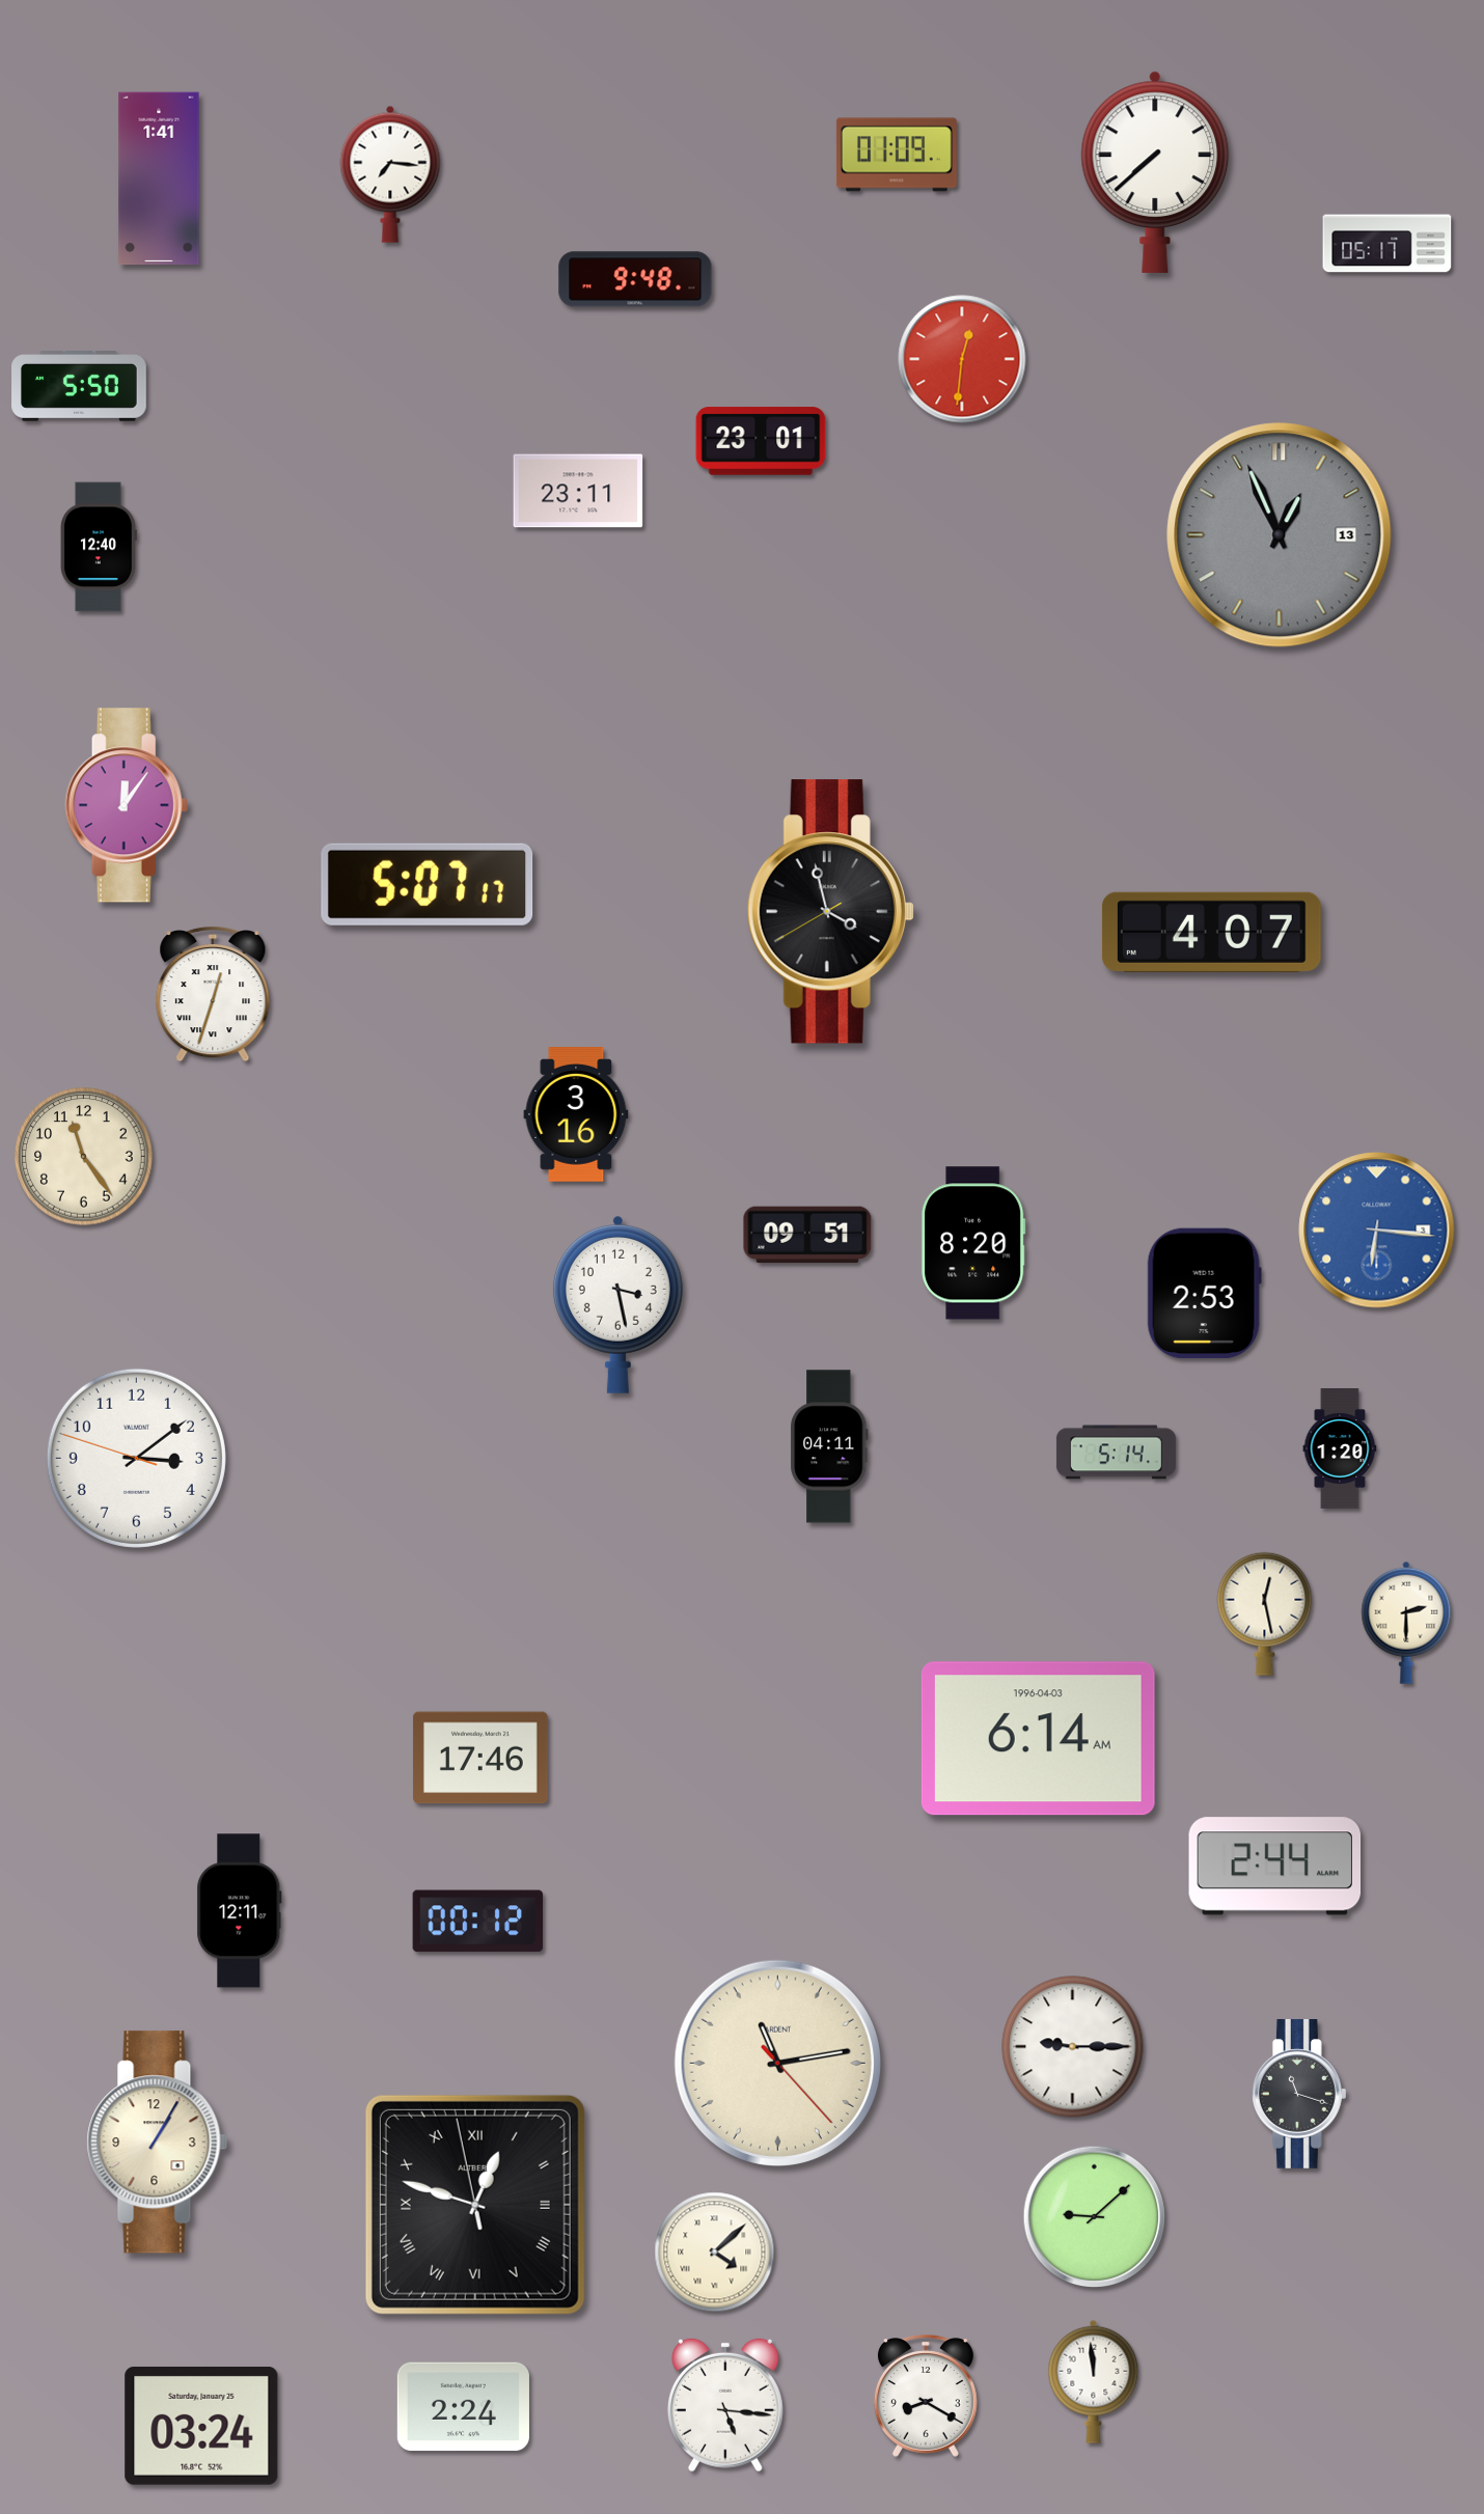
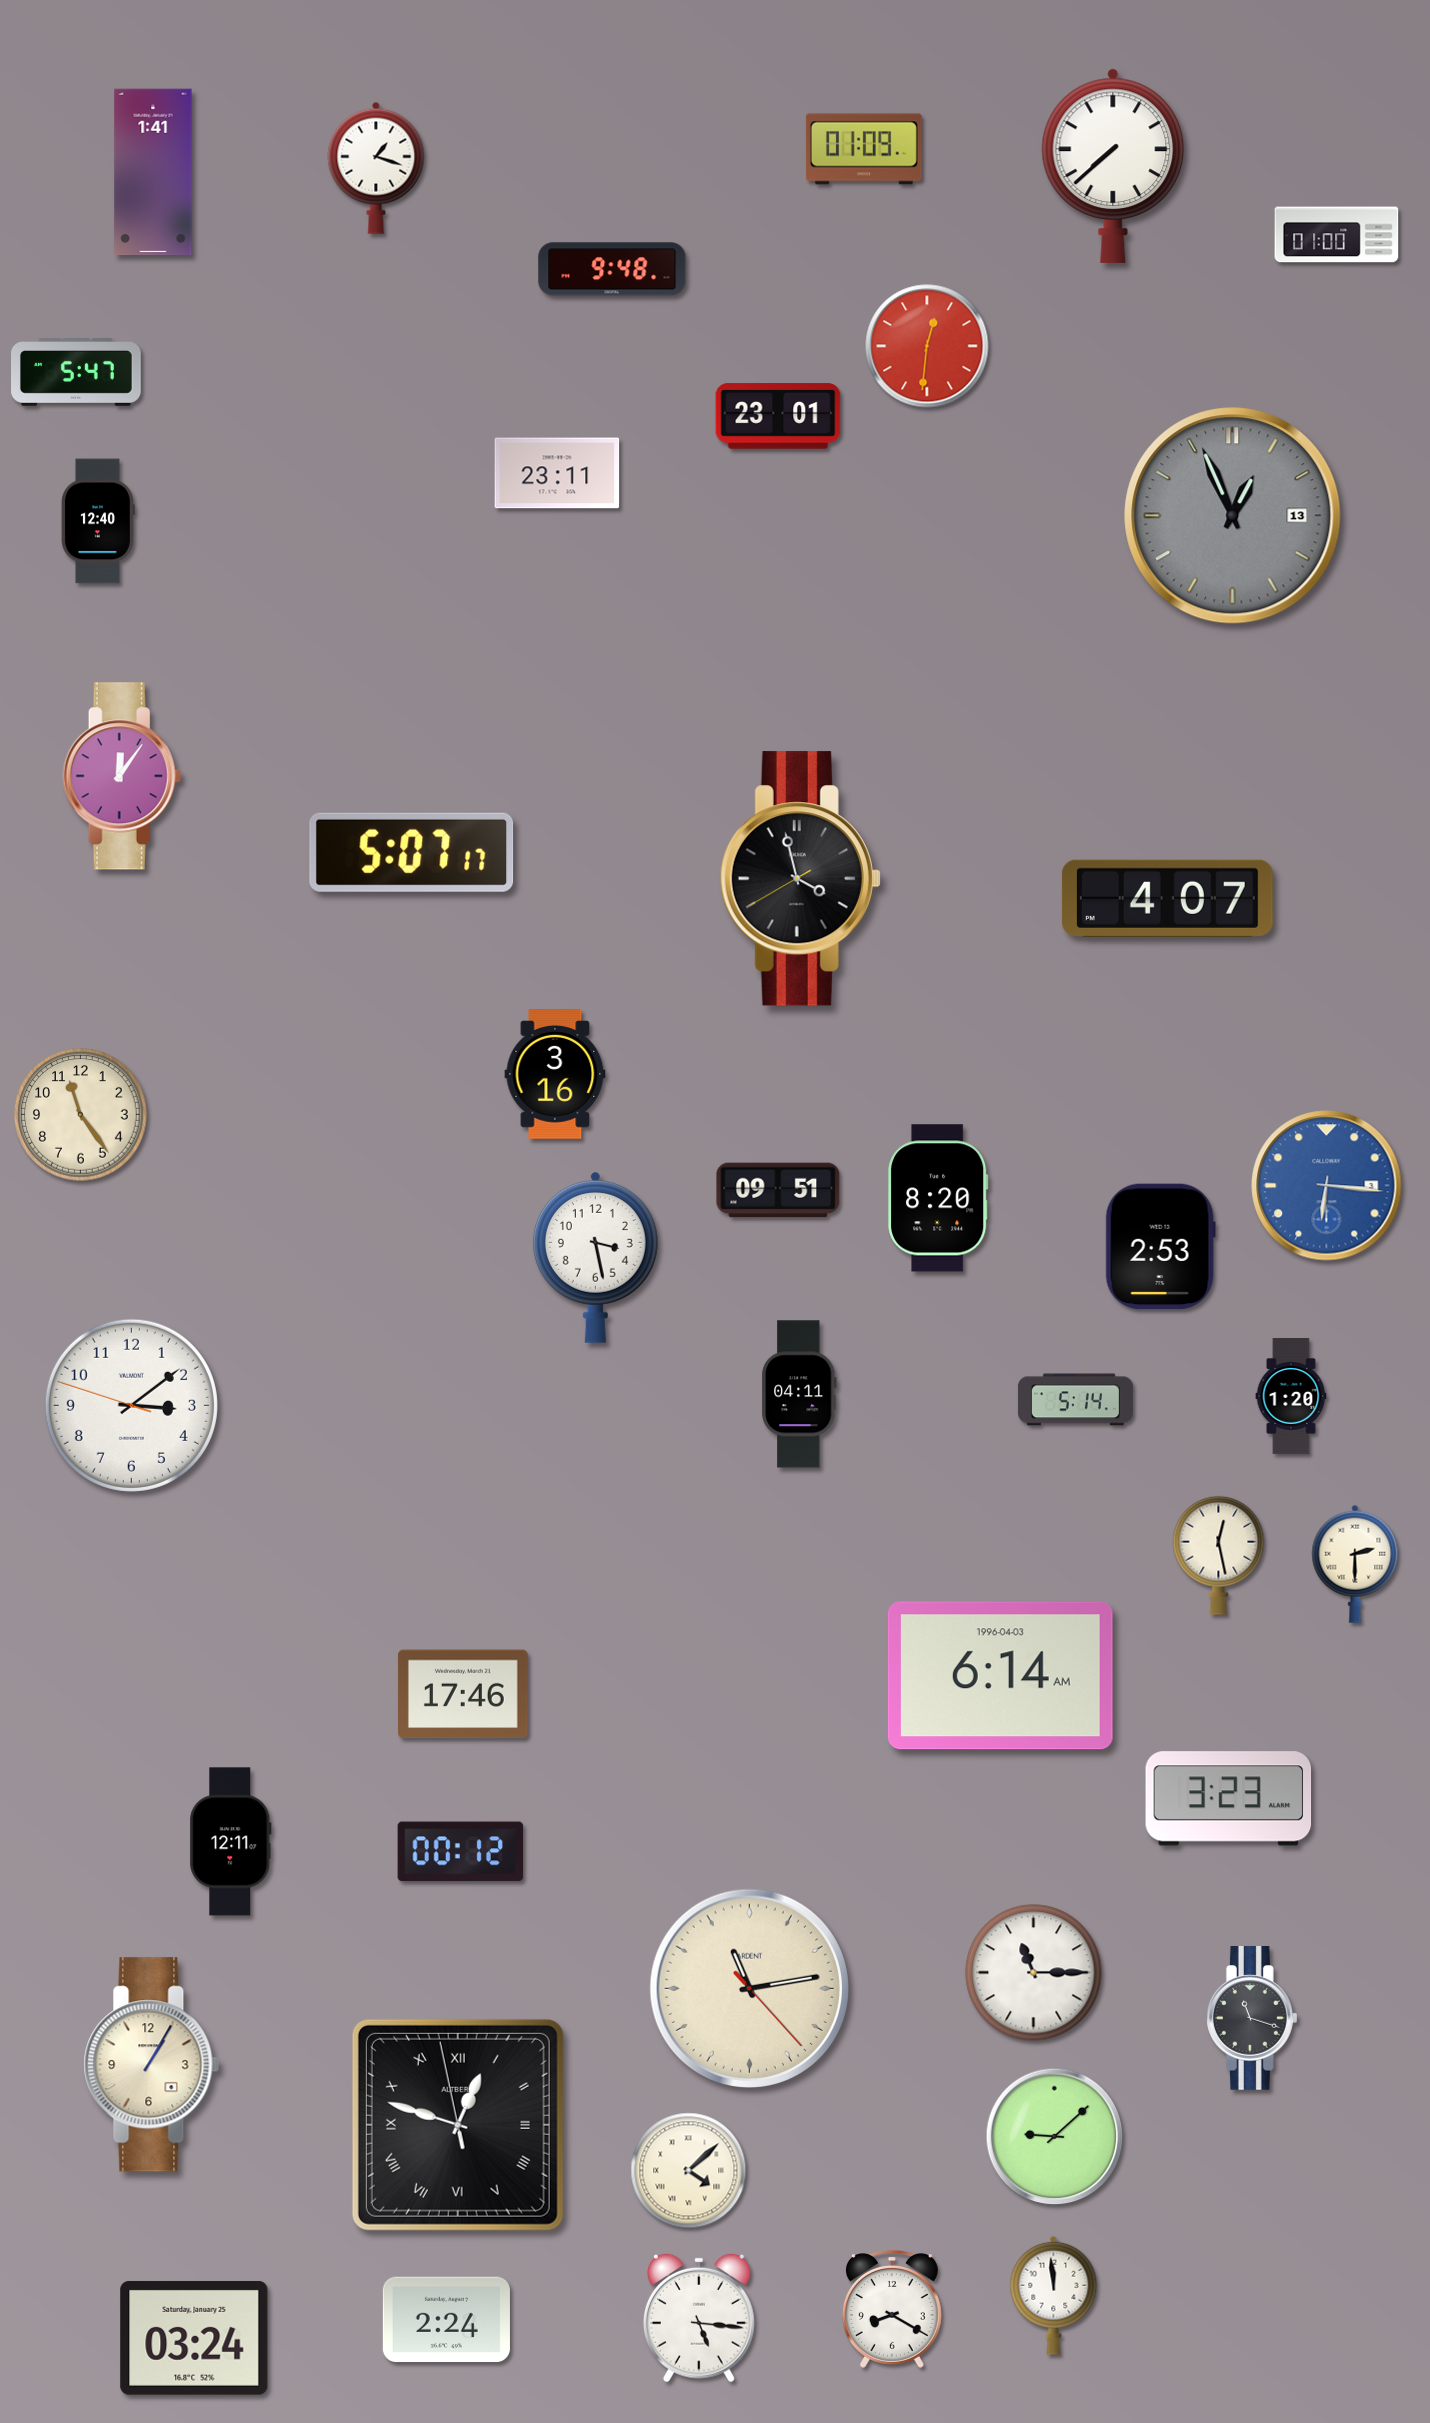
clock at (390, 174): 7:16 -> 1:18
clock at (1387, 244): 05:17 -> 01:00
clock at (79, 386): 5:50 -> 5:47
clock at (761, 441) position: (761, 441) -> (778, 416)
clock at (99, 547) position: (99, 547) -> (98, 521)
clock at (213, 995): 12:33 -> none
clock at (1275, 1867): 2:44 -> 3:23
clock at (1073, 2047): 9:15 -> 11:15
